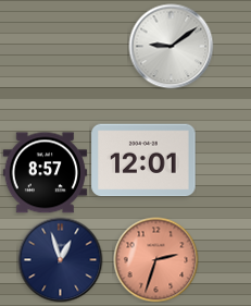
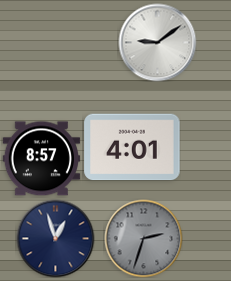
clock at (143, 160): 12:01 -> 4:01
clock at (155, 259) dial: salmon -> grey
